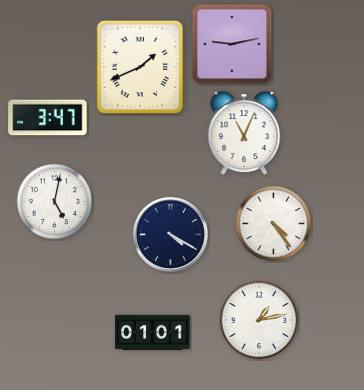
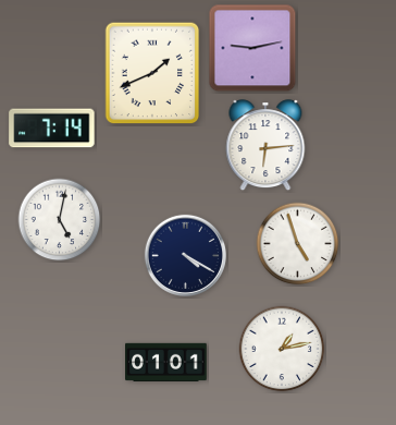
clock at (48, 118): 3:47 -> 7:14
clock at (244, 134): 11:04 -> 6:14
clock at (274, 224): 4:24 -> 4:57
